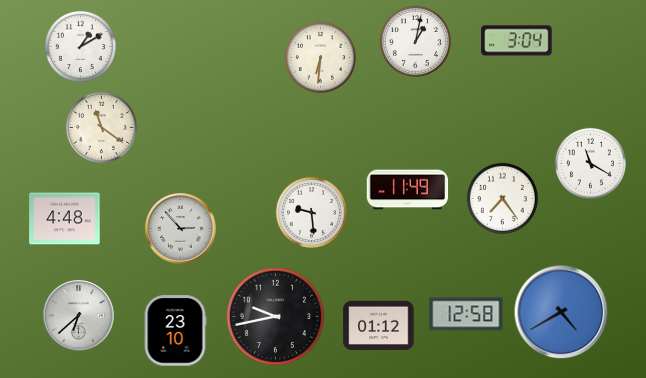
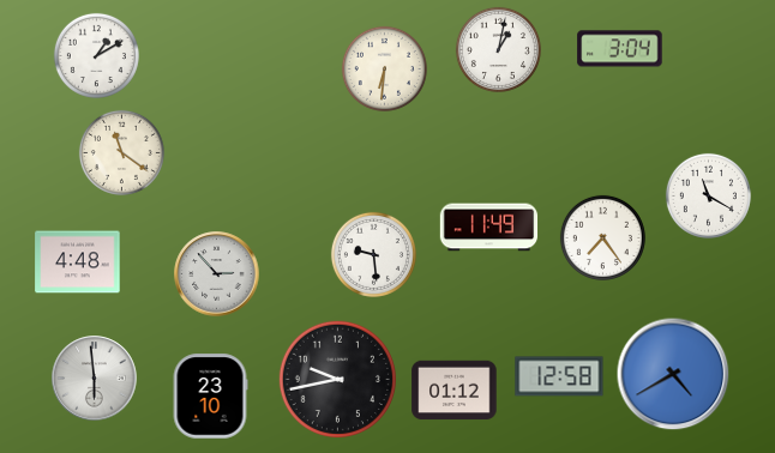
clock at (79, 316): 6:38 -> 5:59
clock at (275, 316) position: (275, 316) -> (337, 379)
